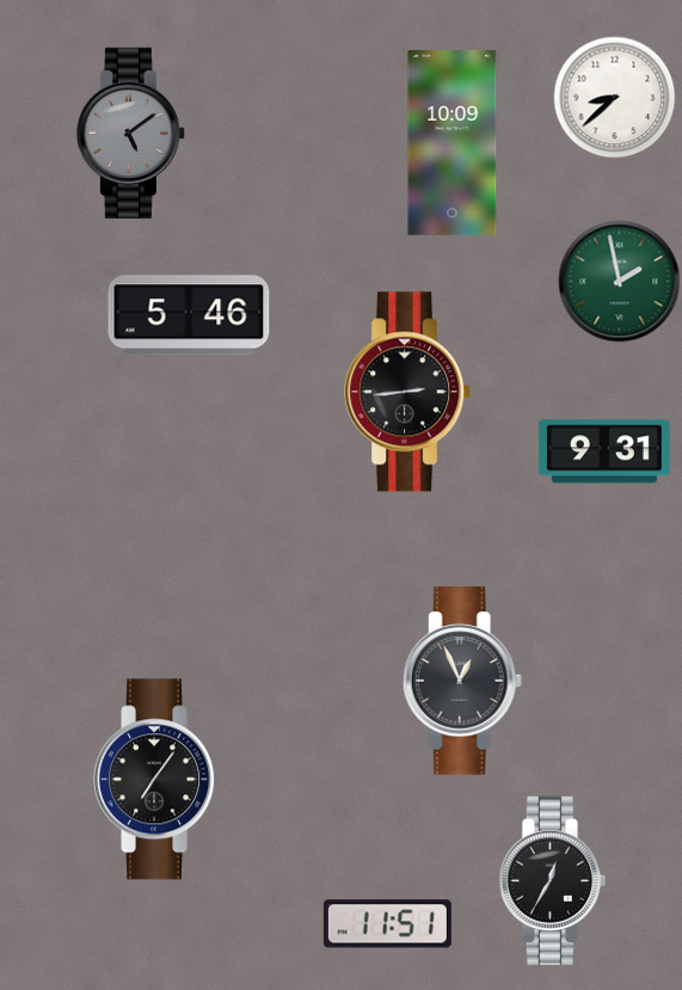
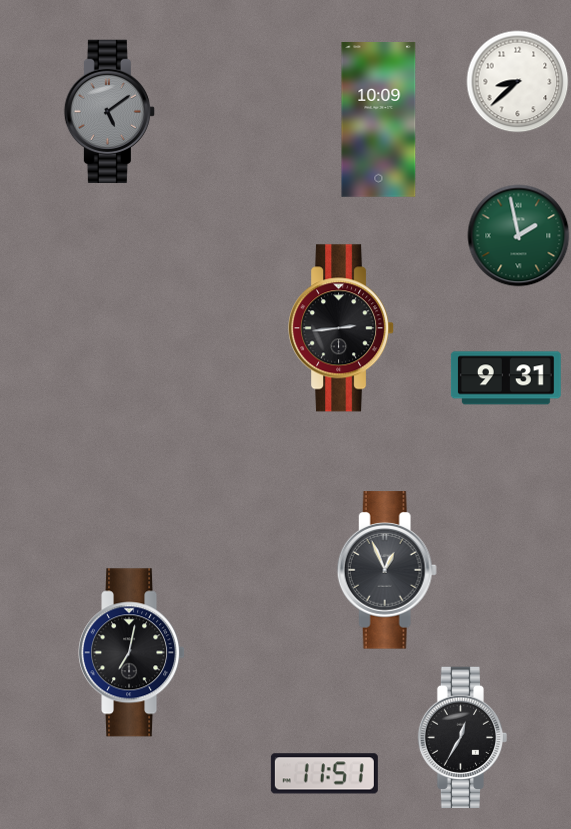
clock at (615, 98) position: (615, 98) -> (518, 82)
clock at (189, 315): 5:46 -> none
clock at (159, 780): 7:06 -> 7:02
